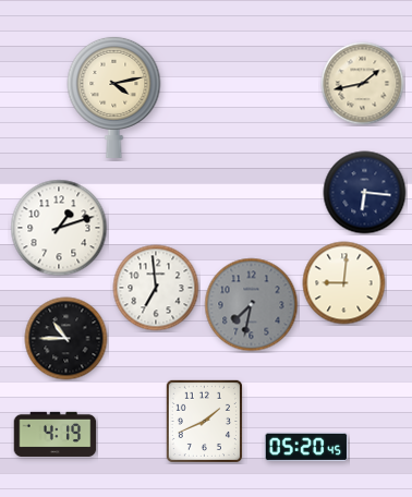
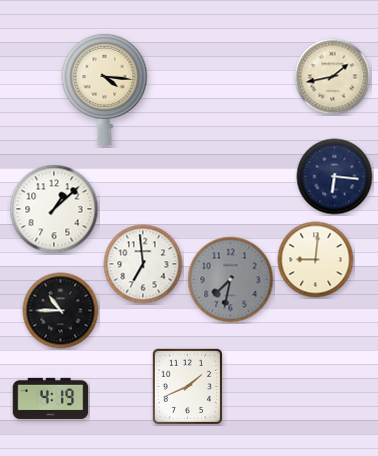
clock at (114, 97): 4:13 -> 4:16
clock at (59, 228): 1:12 -> 1:08
clock at (306, 446): 05:20 -> none
